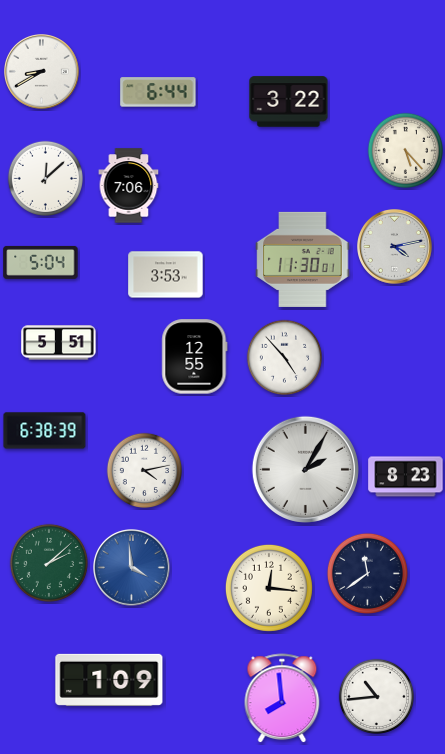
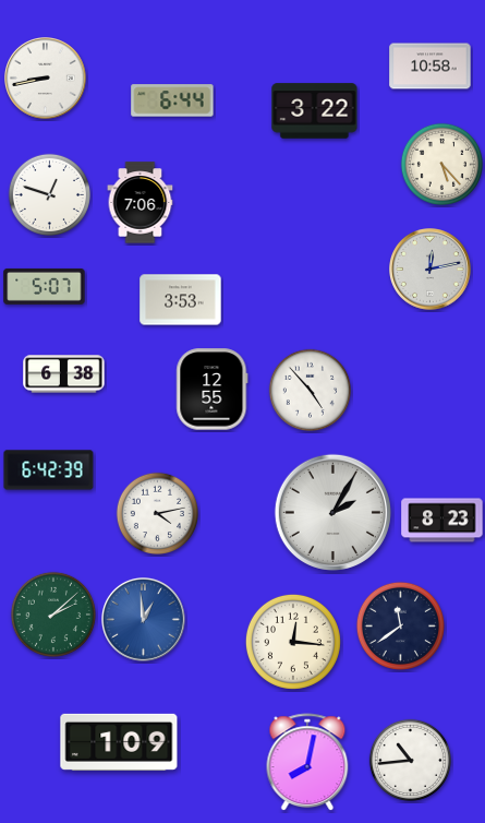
clock at (431, 67): none -> 10:58
clock at (42, 72): 8:40 -> 8:43
clock at (45, 178): 12:08 -> 12:48
clock at (395, 247): 4:13 -> 12:13
clock at (303, 259): 11:30 -> none
clock at (41, 262): 5:04 -> 5:07
clock at (59, 343): 5:51 -> 6:38
clock at (45, 431): 6:38 -> 6:42
clock at (132, 568): 3:59 -> 12:59
clock at (282, 699): 7:59 -> 8:02
